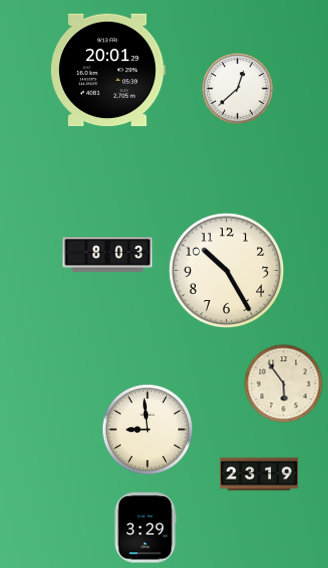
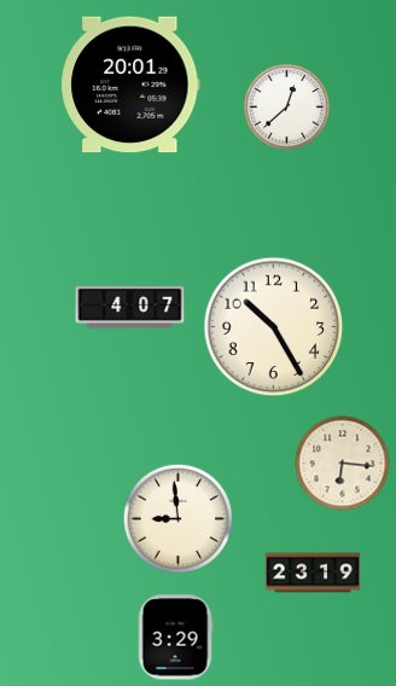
clock at (108, 255): 8:03 -> 4:07
clock at (284, 384): 5:54 -> 6:16
